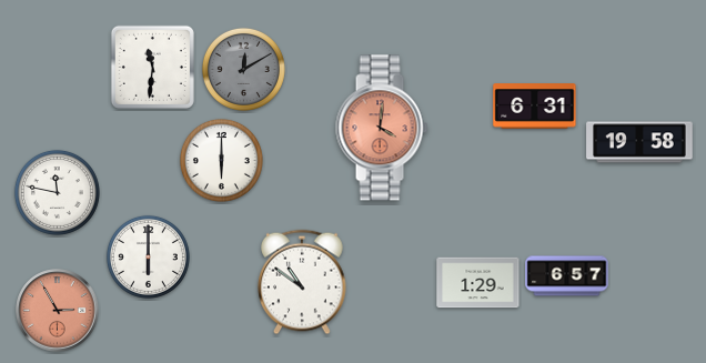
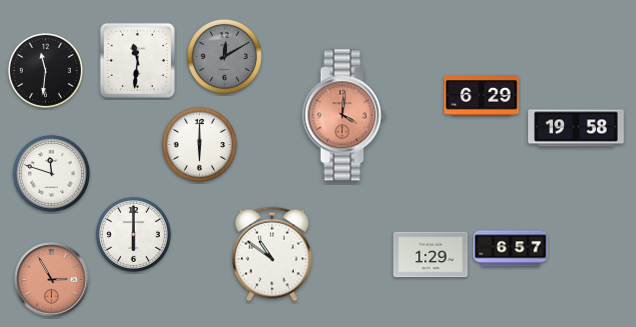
clock at (243, 69) position: (243, 69) -> (224, 56)
clock at (45, 70): none -> 11:31
clock at (535, 107): 6:31 -> 6:29
clock at (57, 192): 11:47 -> 11:48
clock at (148, 256) position: (148, 256) -> (133, 234)
